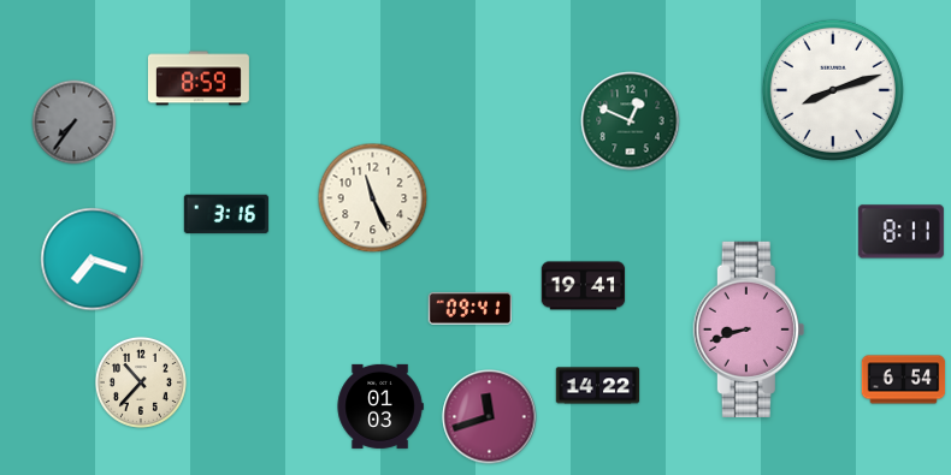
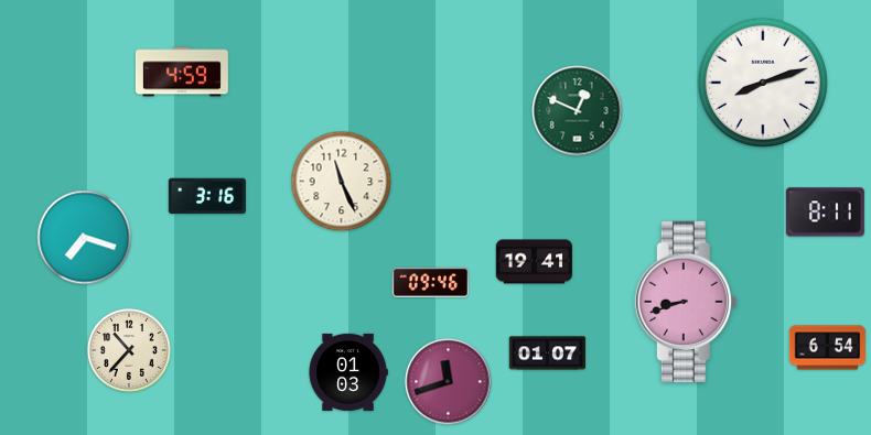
clock at (199, 78): 8:59 -> 4:59
clock at (75, 123): 7:36 -> none
clock at (469, 308): 09:41 -> 09:46
clock at (598, 386): 14:22 -> 01:07
